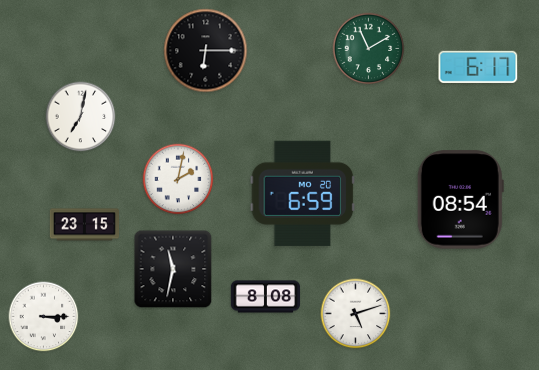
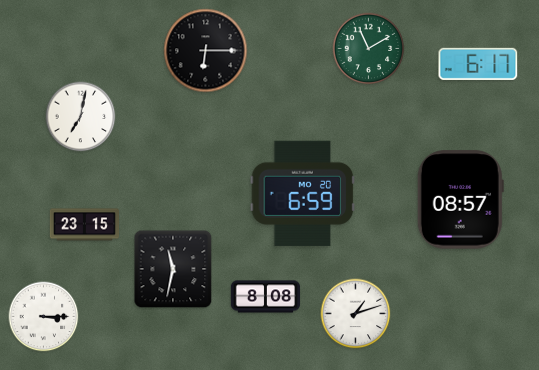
clock at (478, 67) position: (478, 67) -> (478, 64)
clock at (178, 179): 2:02 -> none
clock at (460, 200): 08:54 -> 08:57
clock at (356, 314): 5:12 -> 1:12
